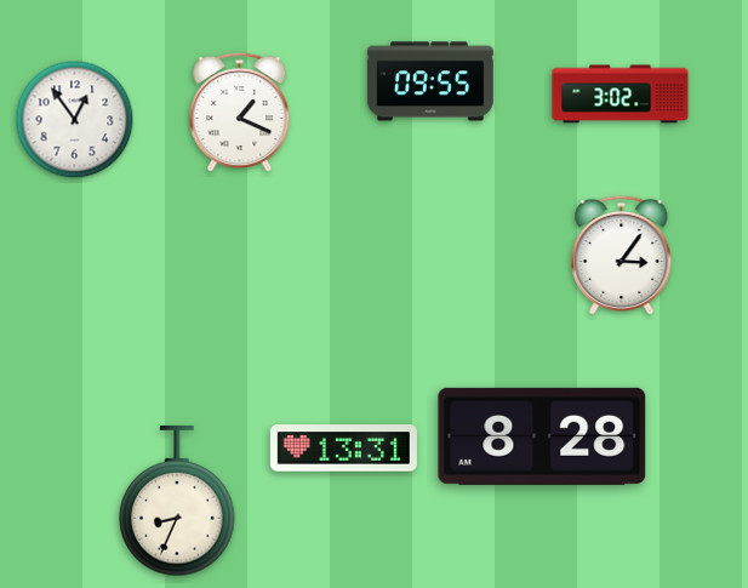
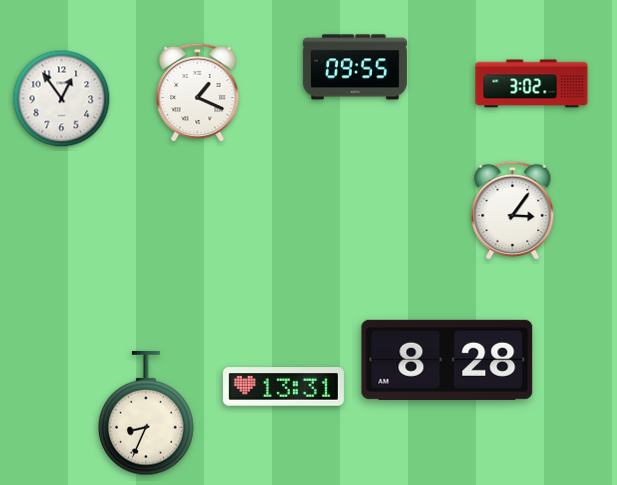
clock at (621, 95) position: (621, 95) -> (532, 84)
clock at (343, 449) position: (343, 449) -> (283, 387)
